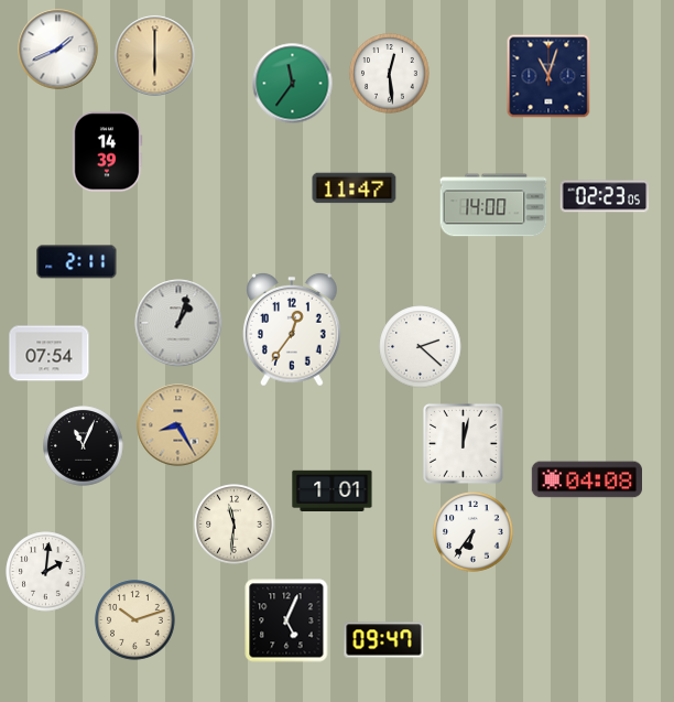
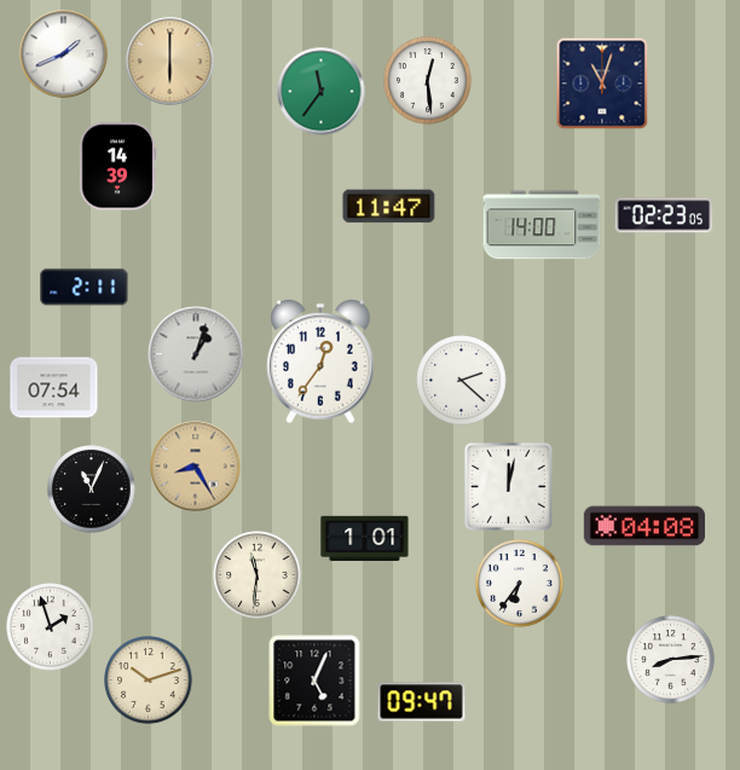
clock at (46, 572): 2:01 -> 1:57
clock at (671, 660): none -> 8:14
